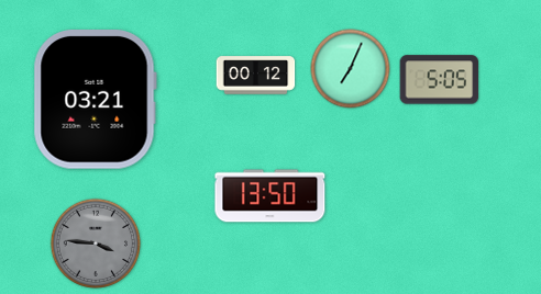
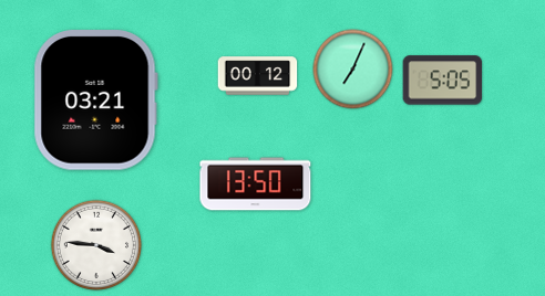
clock at (270, 196) position: (270, 196) -> (256, 184)
clock at (96, 244) dial: grey -> white
